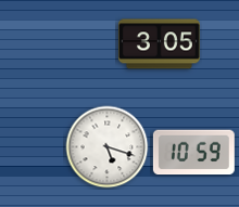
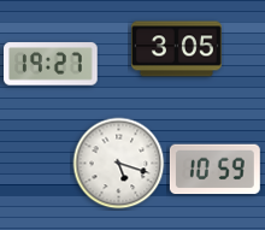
clock at (51, 64): none -> 19:27
